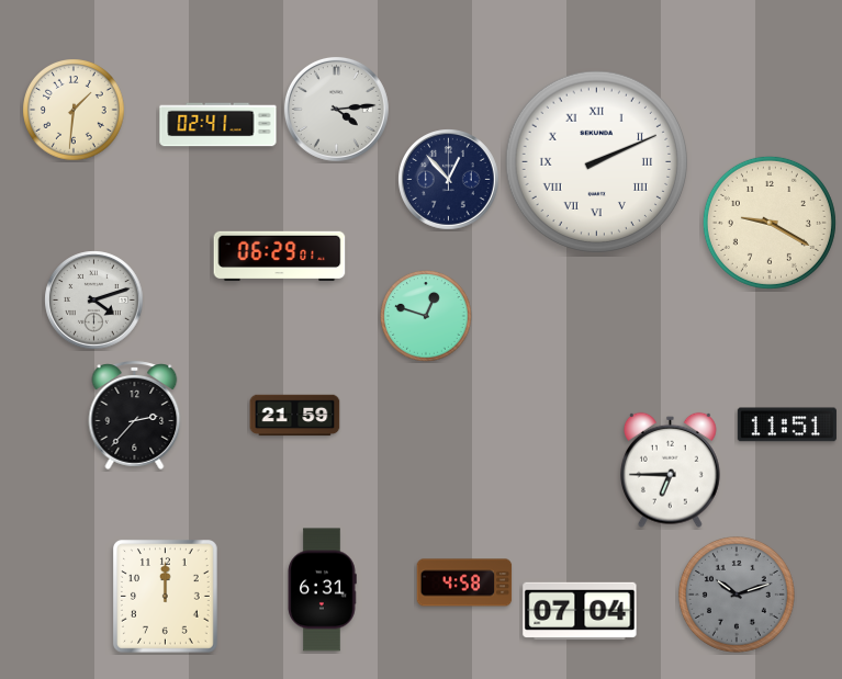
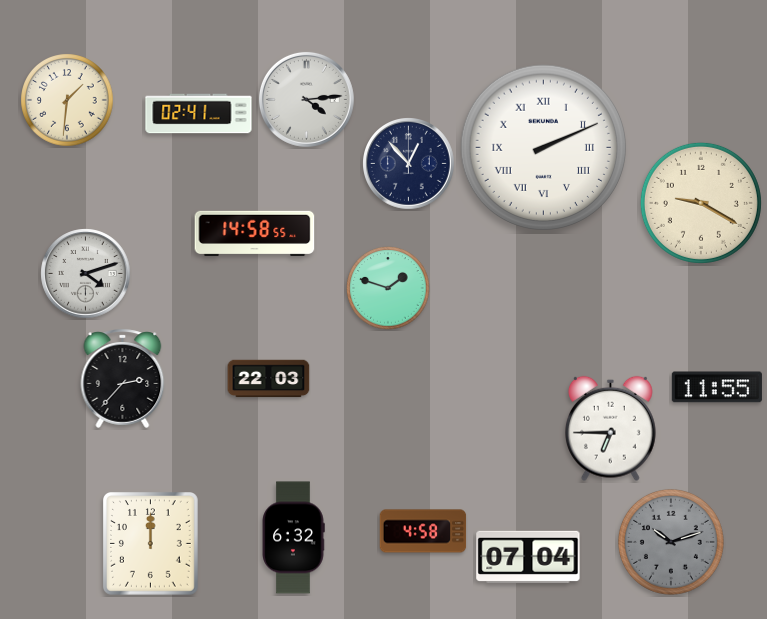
clock at (280, 257): 06:29 -> 14:58
clock at (426, 316): 12:48 -> 1:48
clock at (295, 416): 21:59 -> 22:03
clock at (787, 425): 11:51 -> 11:55
clock at (322, 590): 6:31 -> 6:32
